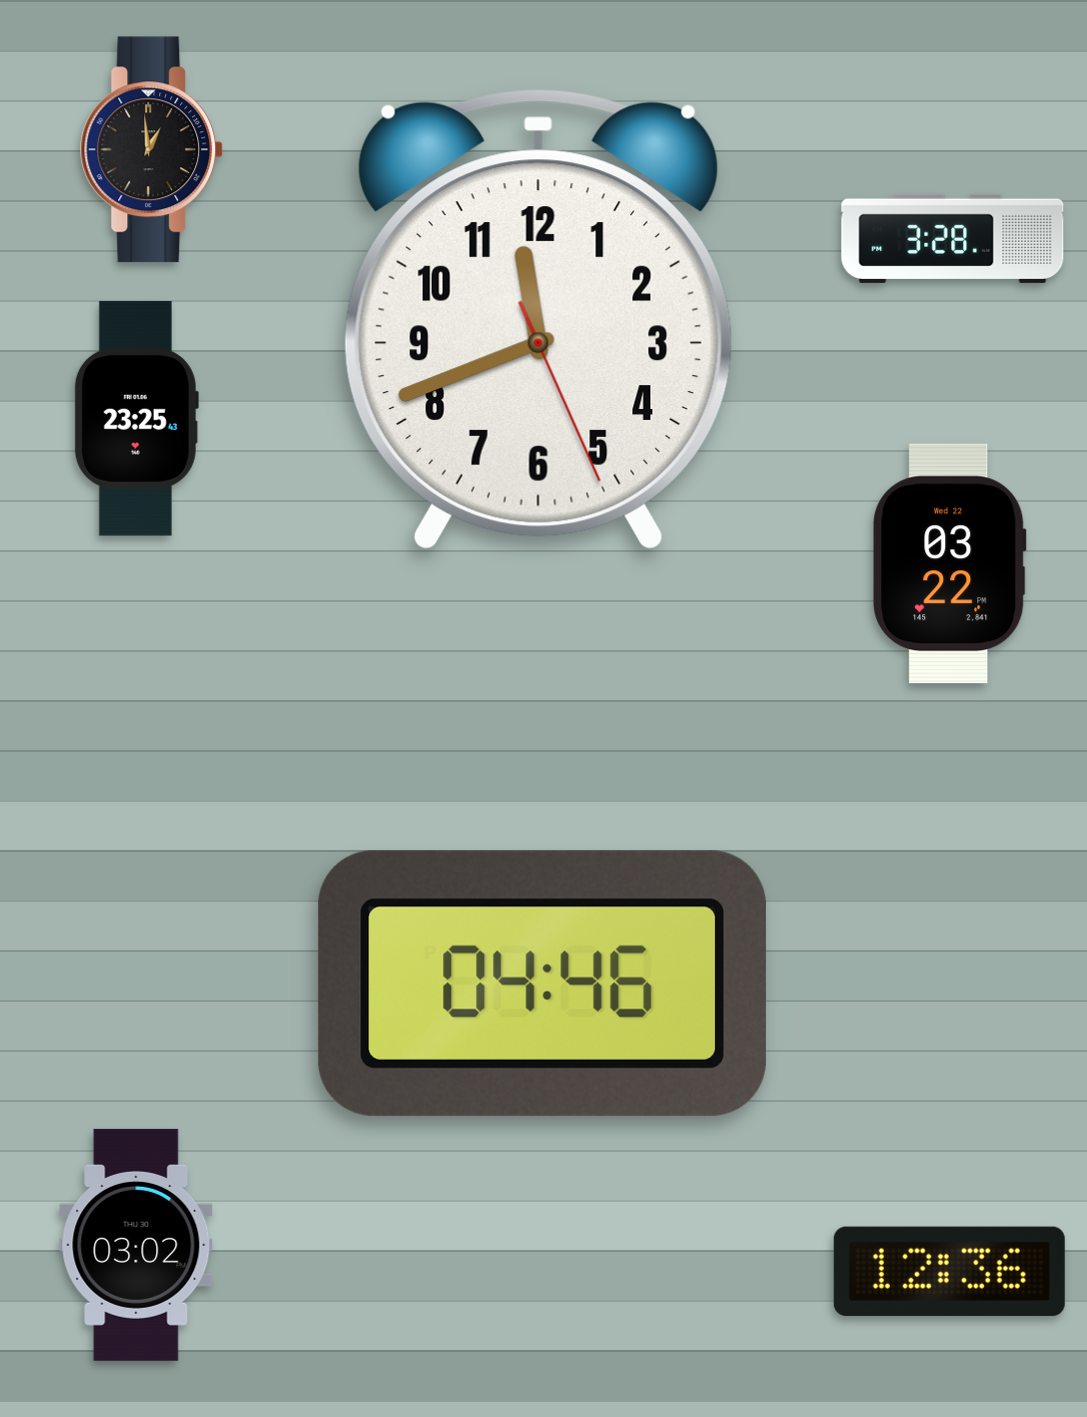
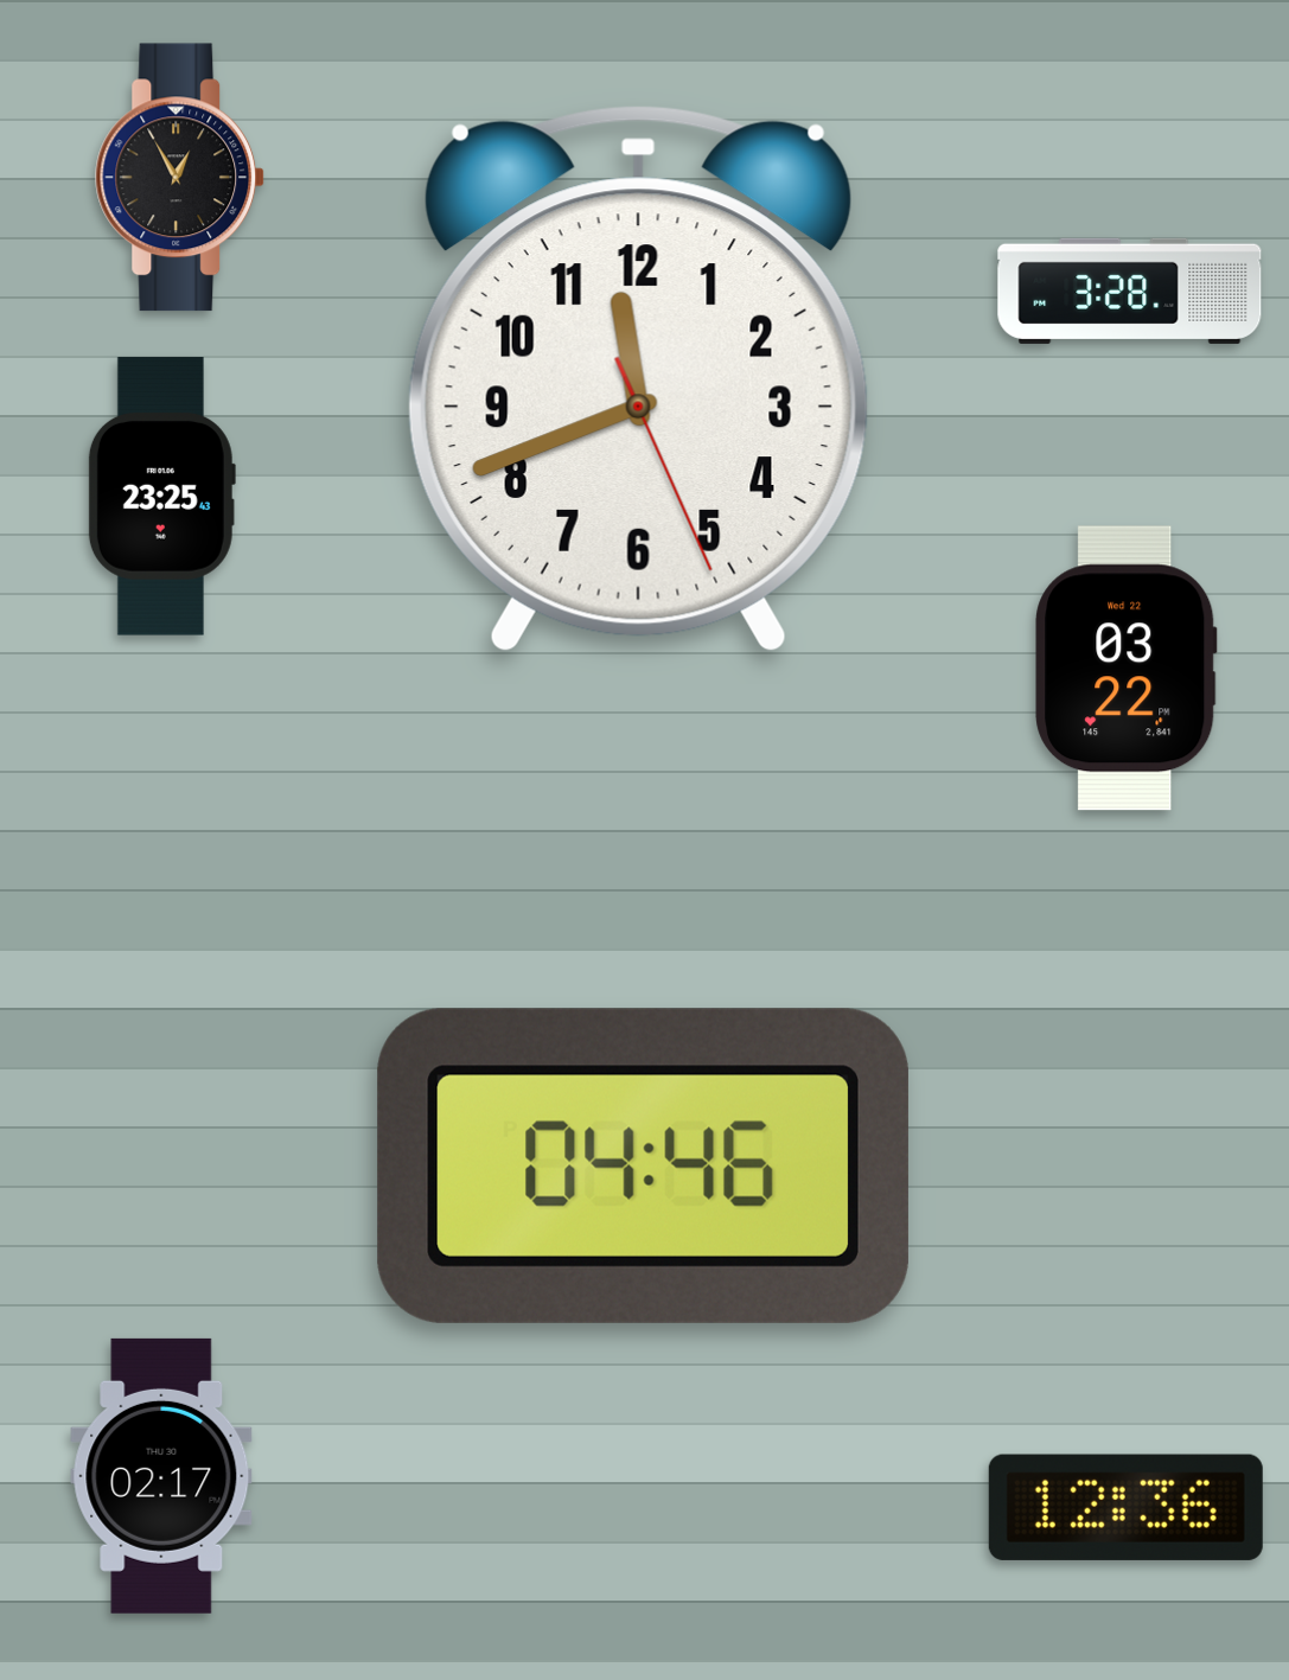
clock at (152, 150): 12:59 -> 12:55
clock at (953, 238) position: (953, 238) -> (1130, 290)
clock at (136, 1245): 03:02 -> 02:17
